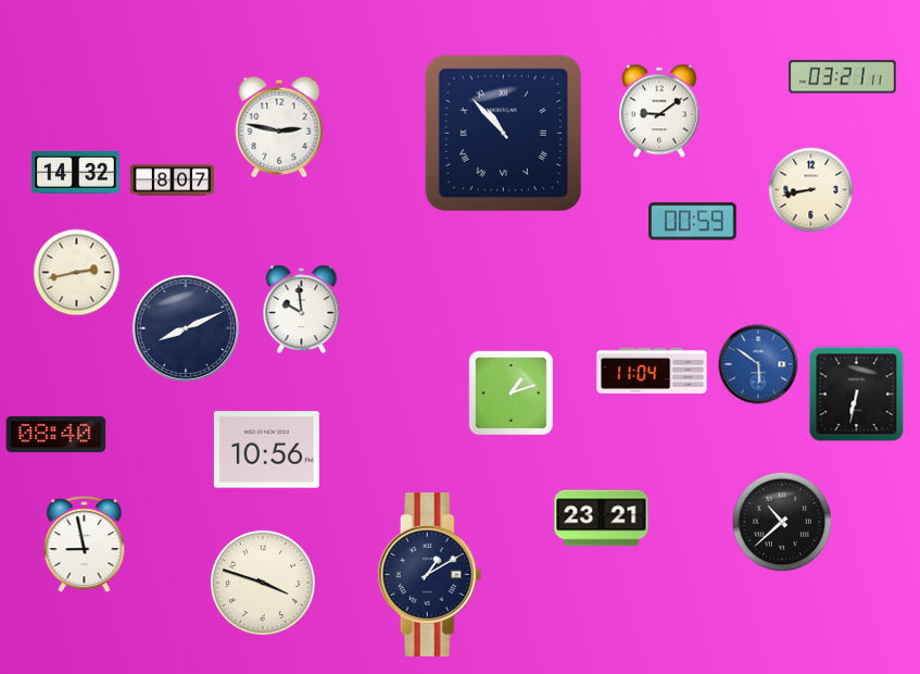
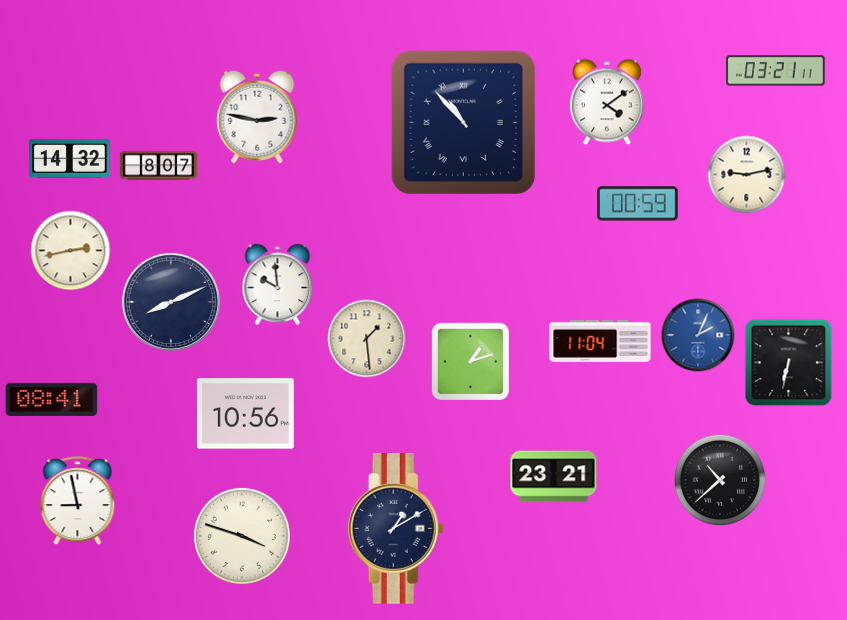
clock at (659, 111): 9:09 -> 4:09
clock at (811, 190): 8:43 -> 9:13
clock at (758, 364): 5:51 -> 2:04
clock at (367, 339): none -> 1:29
clock at (56, 434): 08:40 -> 08:41
